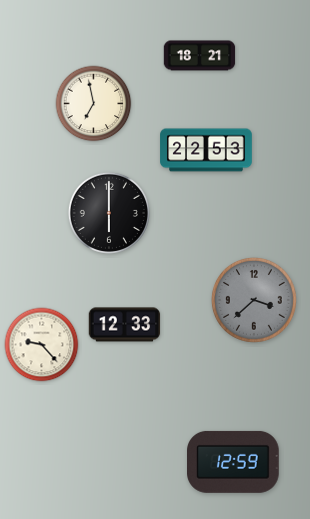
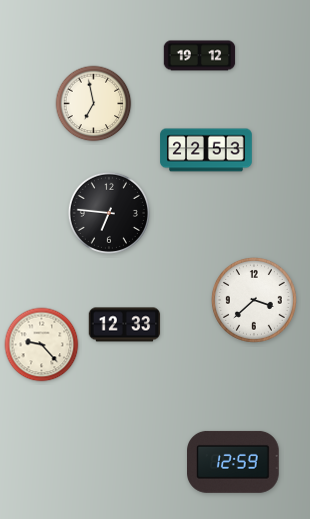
clock at (200, 56): 18:21 -> 19:12
clock at (109, 213): 6:00 -> 6:46
clock at (254, 300) dial: grey -> white
